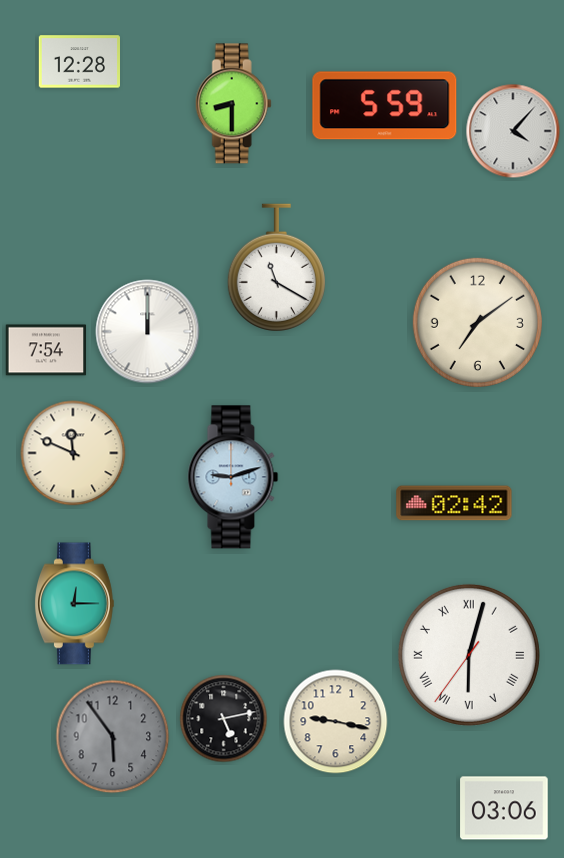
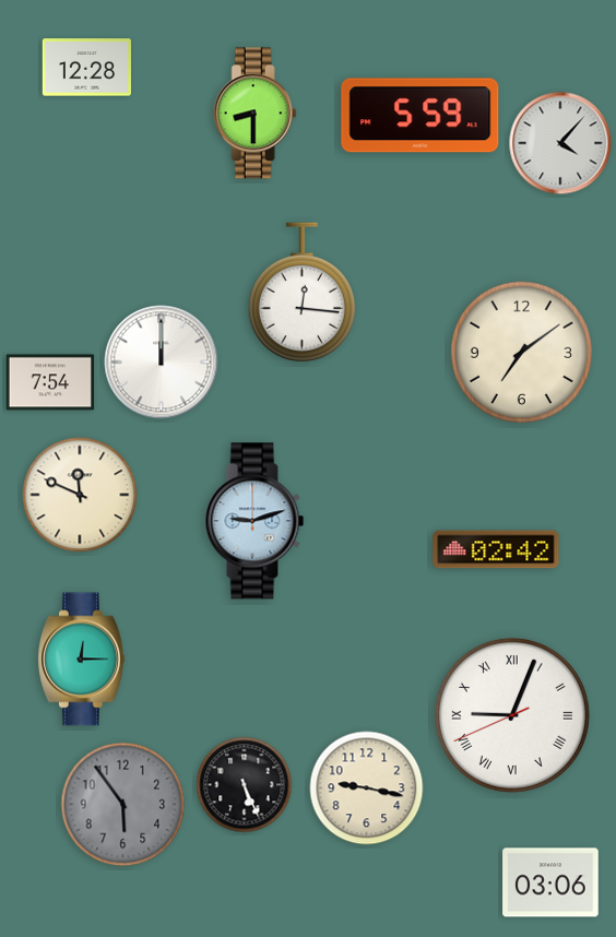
clock at (276, 268): 11:20 -> 12:16
clock at (469, 655): 6:02 -> 9:03
clock at (224, 719): 5:13 -> 5:26
